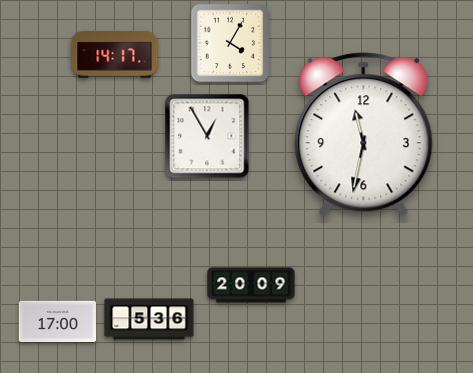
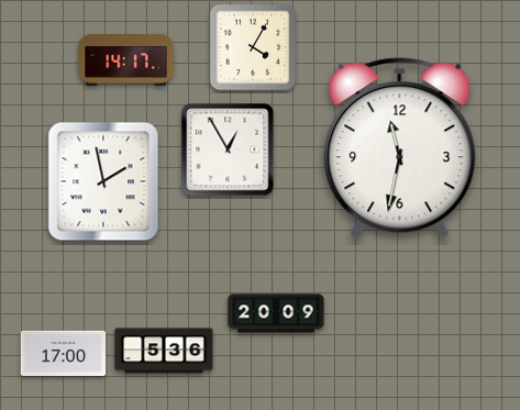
clock at (103, 181): none -> 1:58
